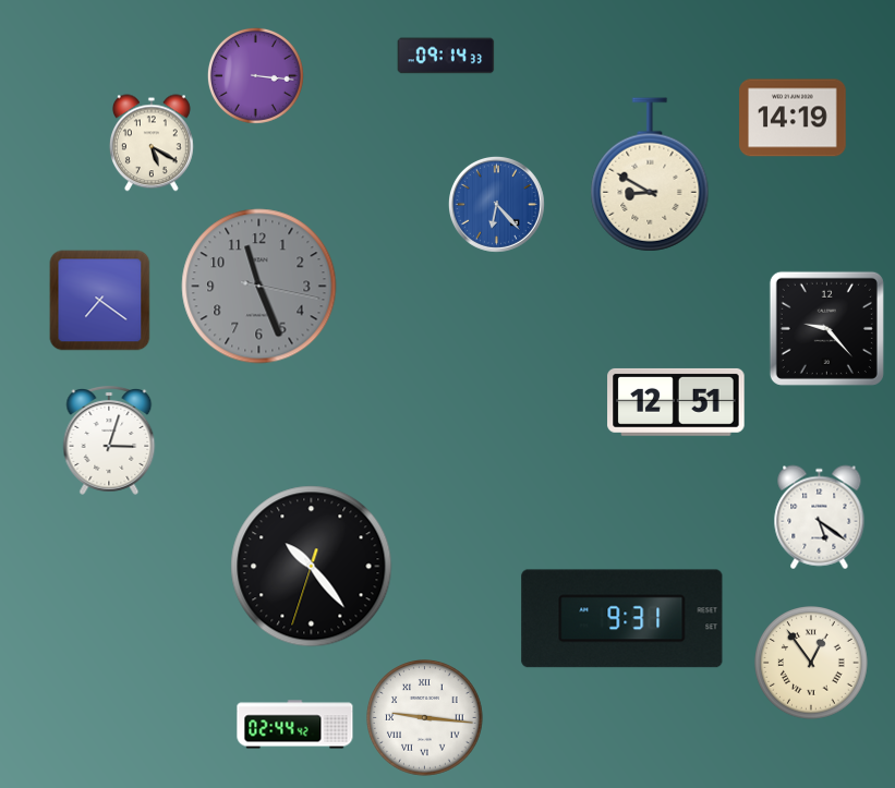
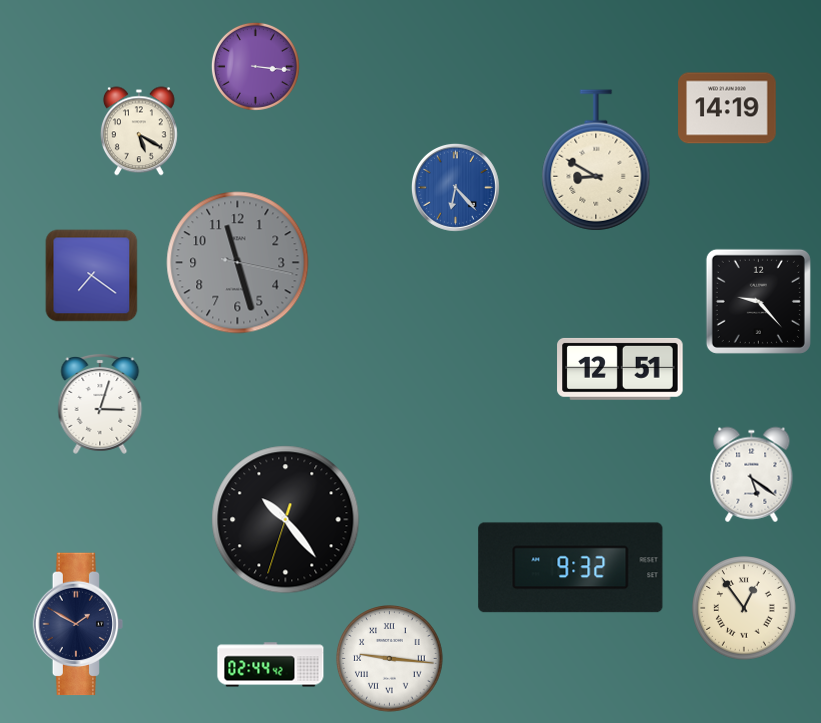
clock at (446, 56): 09:14 -> none
clock at (255, 75) position: (255, 75) -> (255, 66)
clock at (259, 287): 11:26 -> 11:27
clock at (622, 619): 9:31 -> 9:32
clock at (78, 624): none -> 1:50
